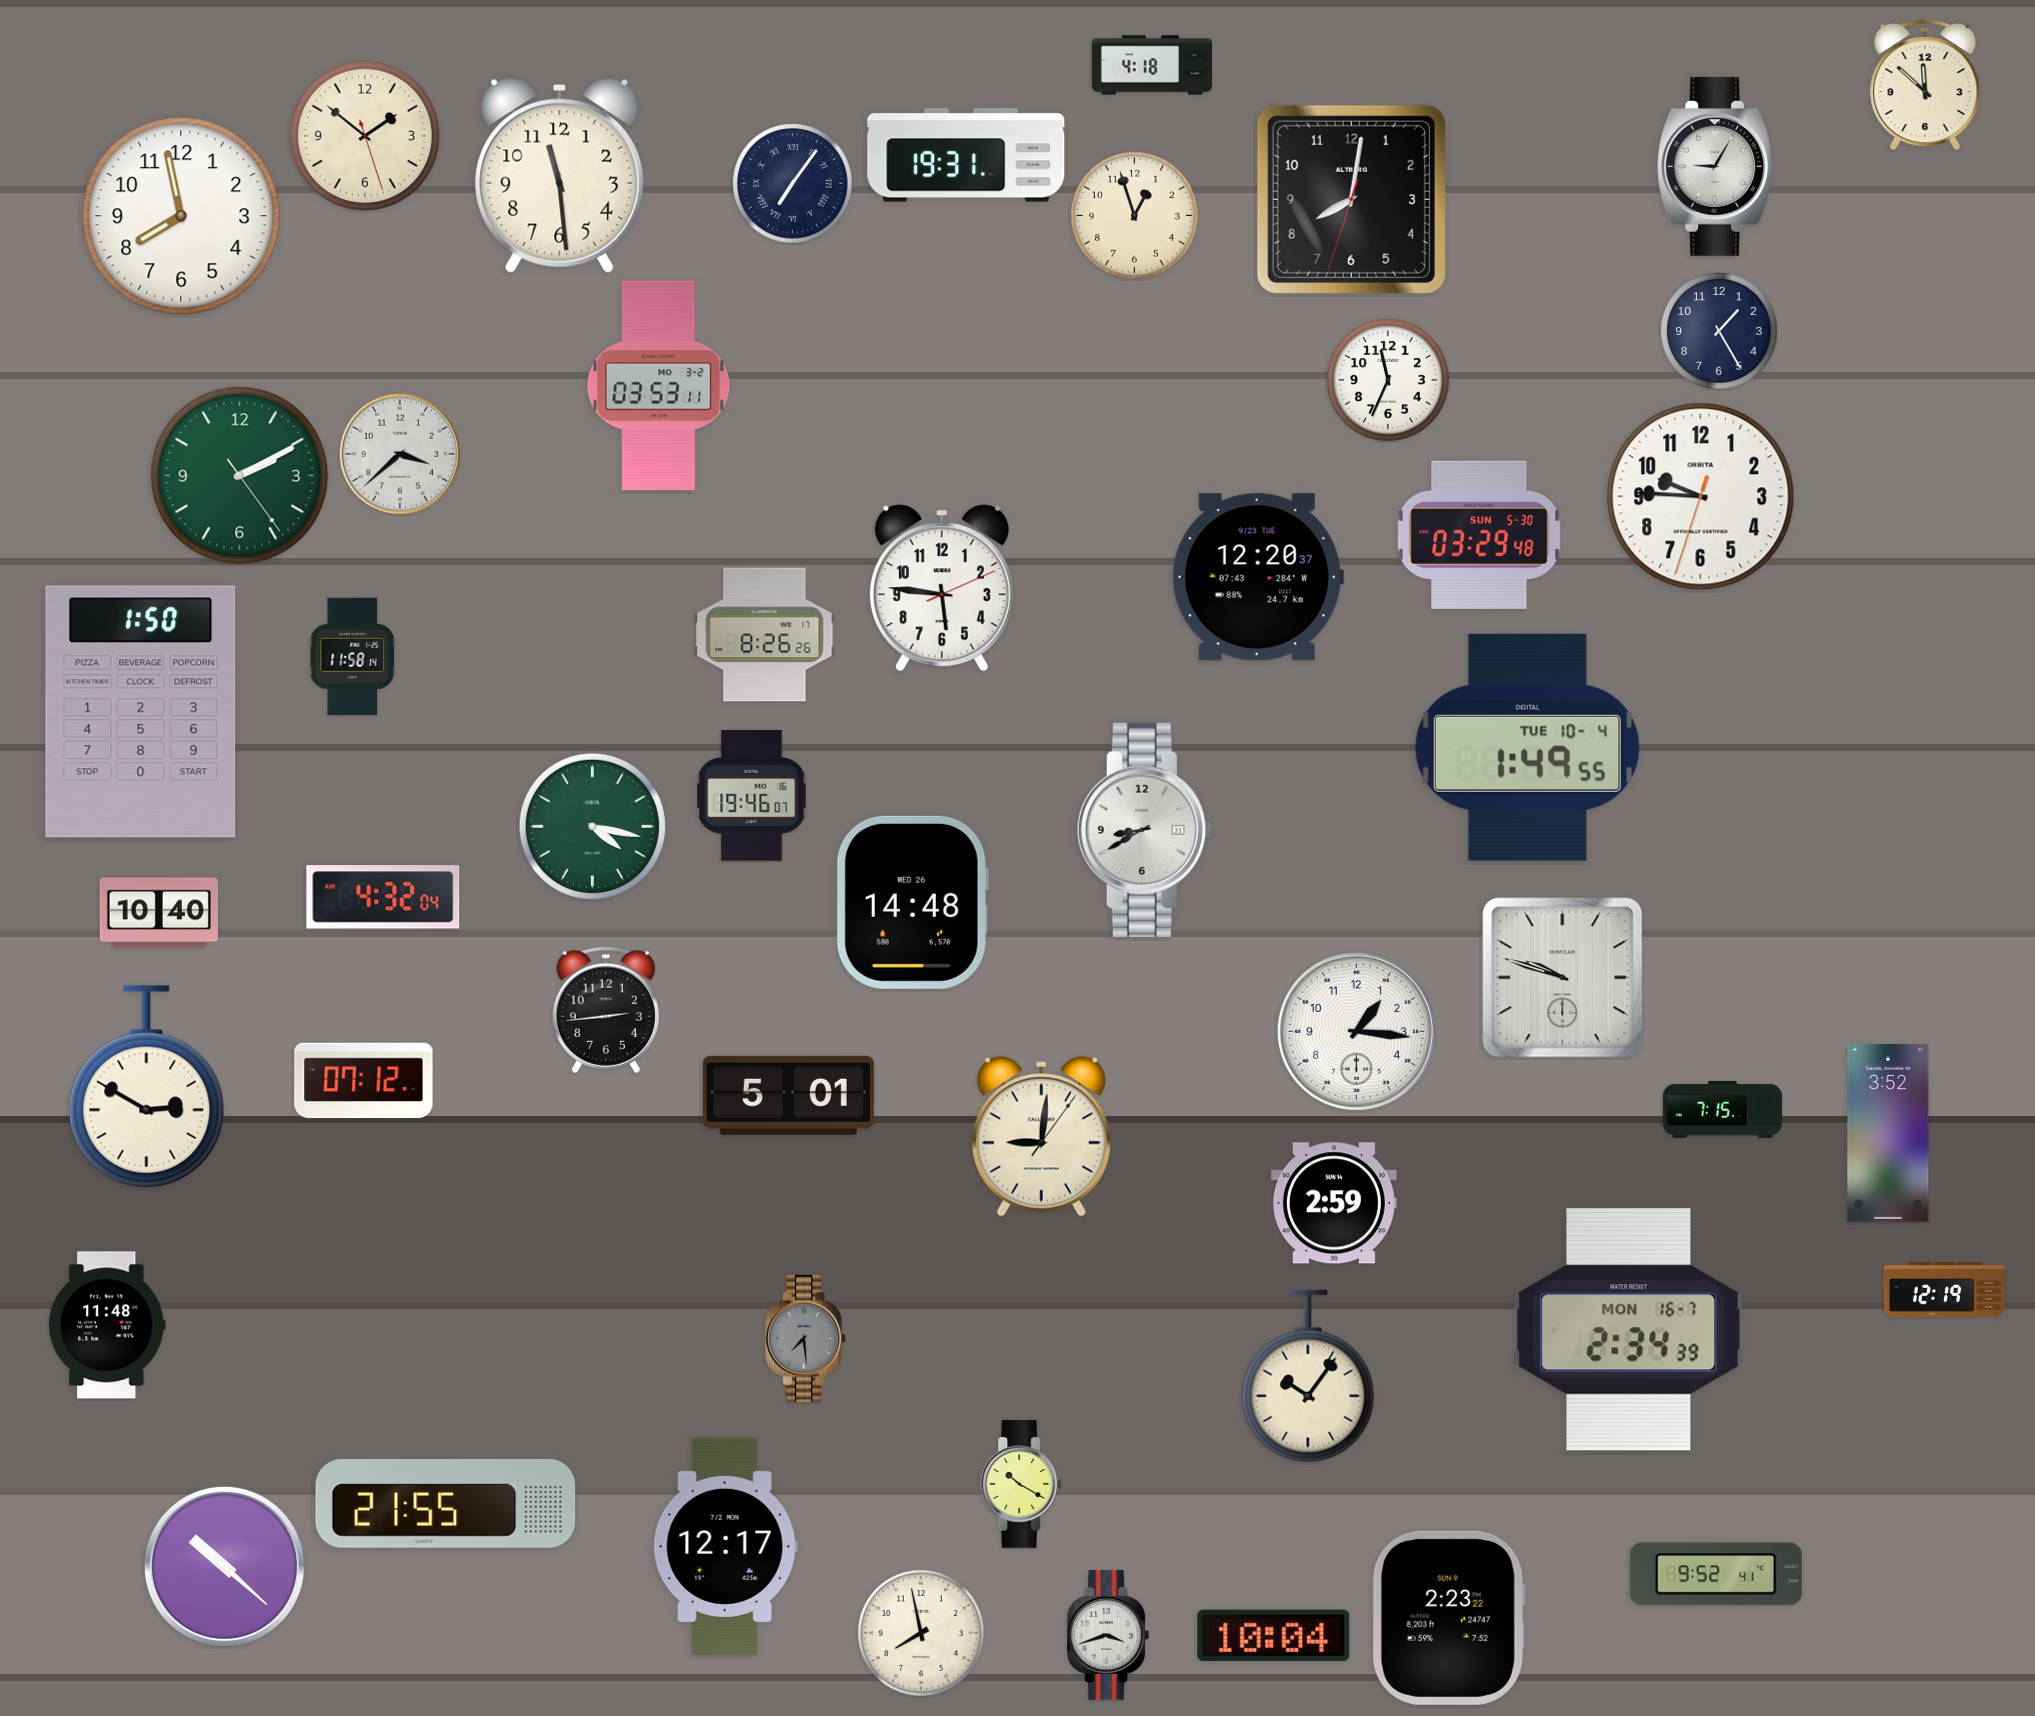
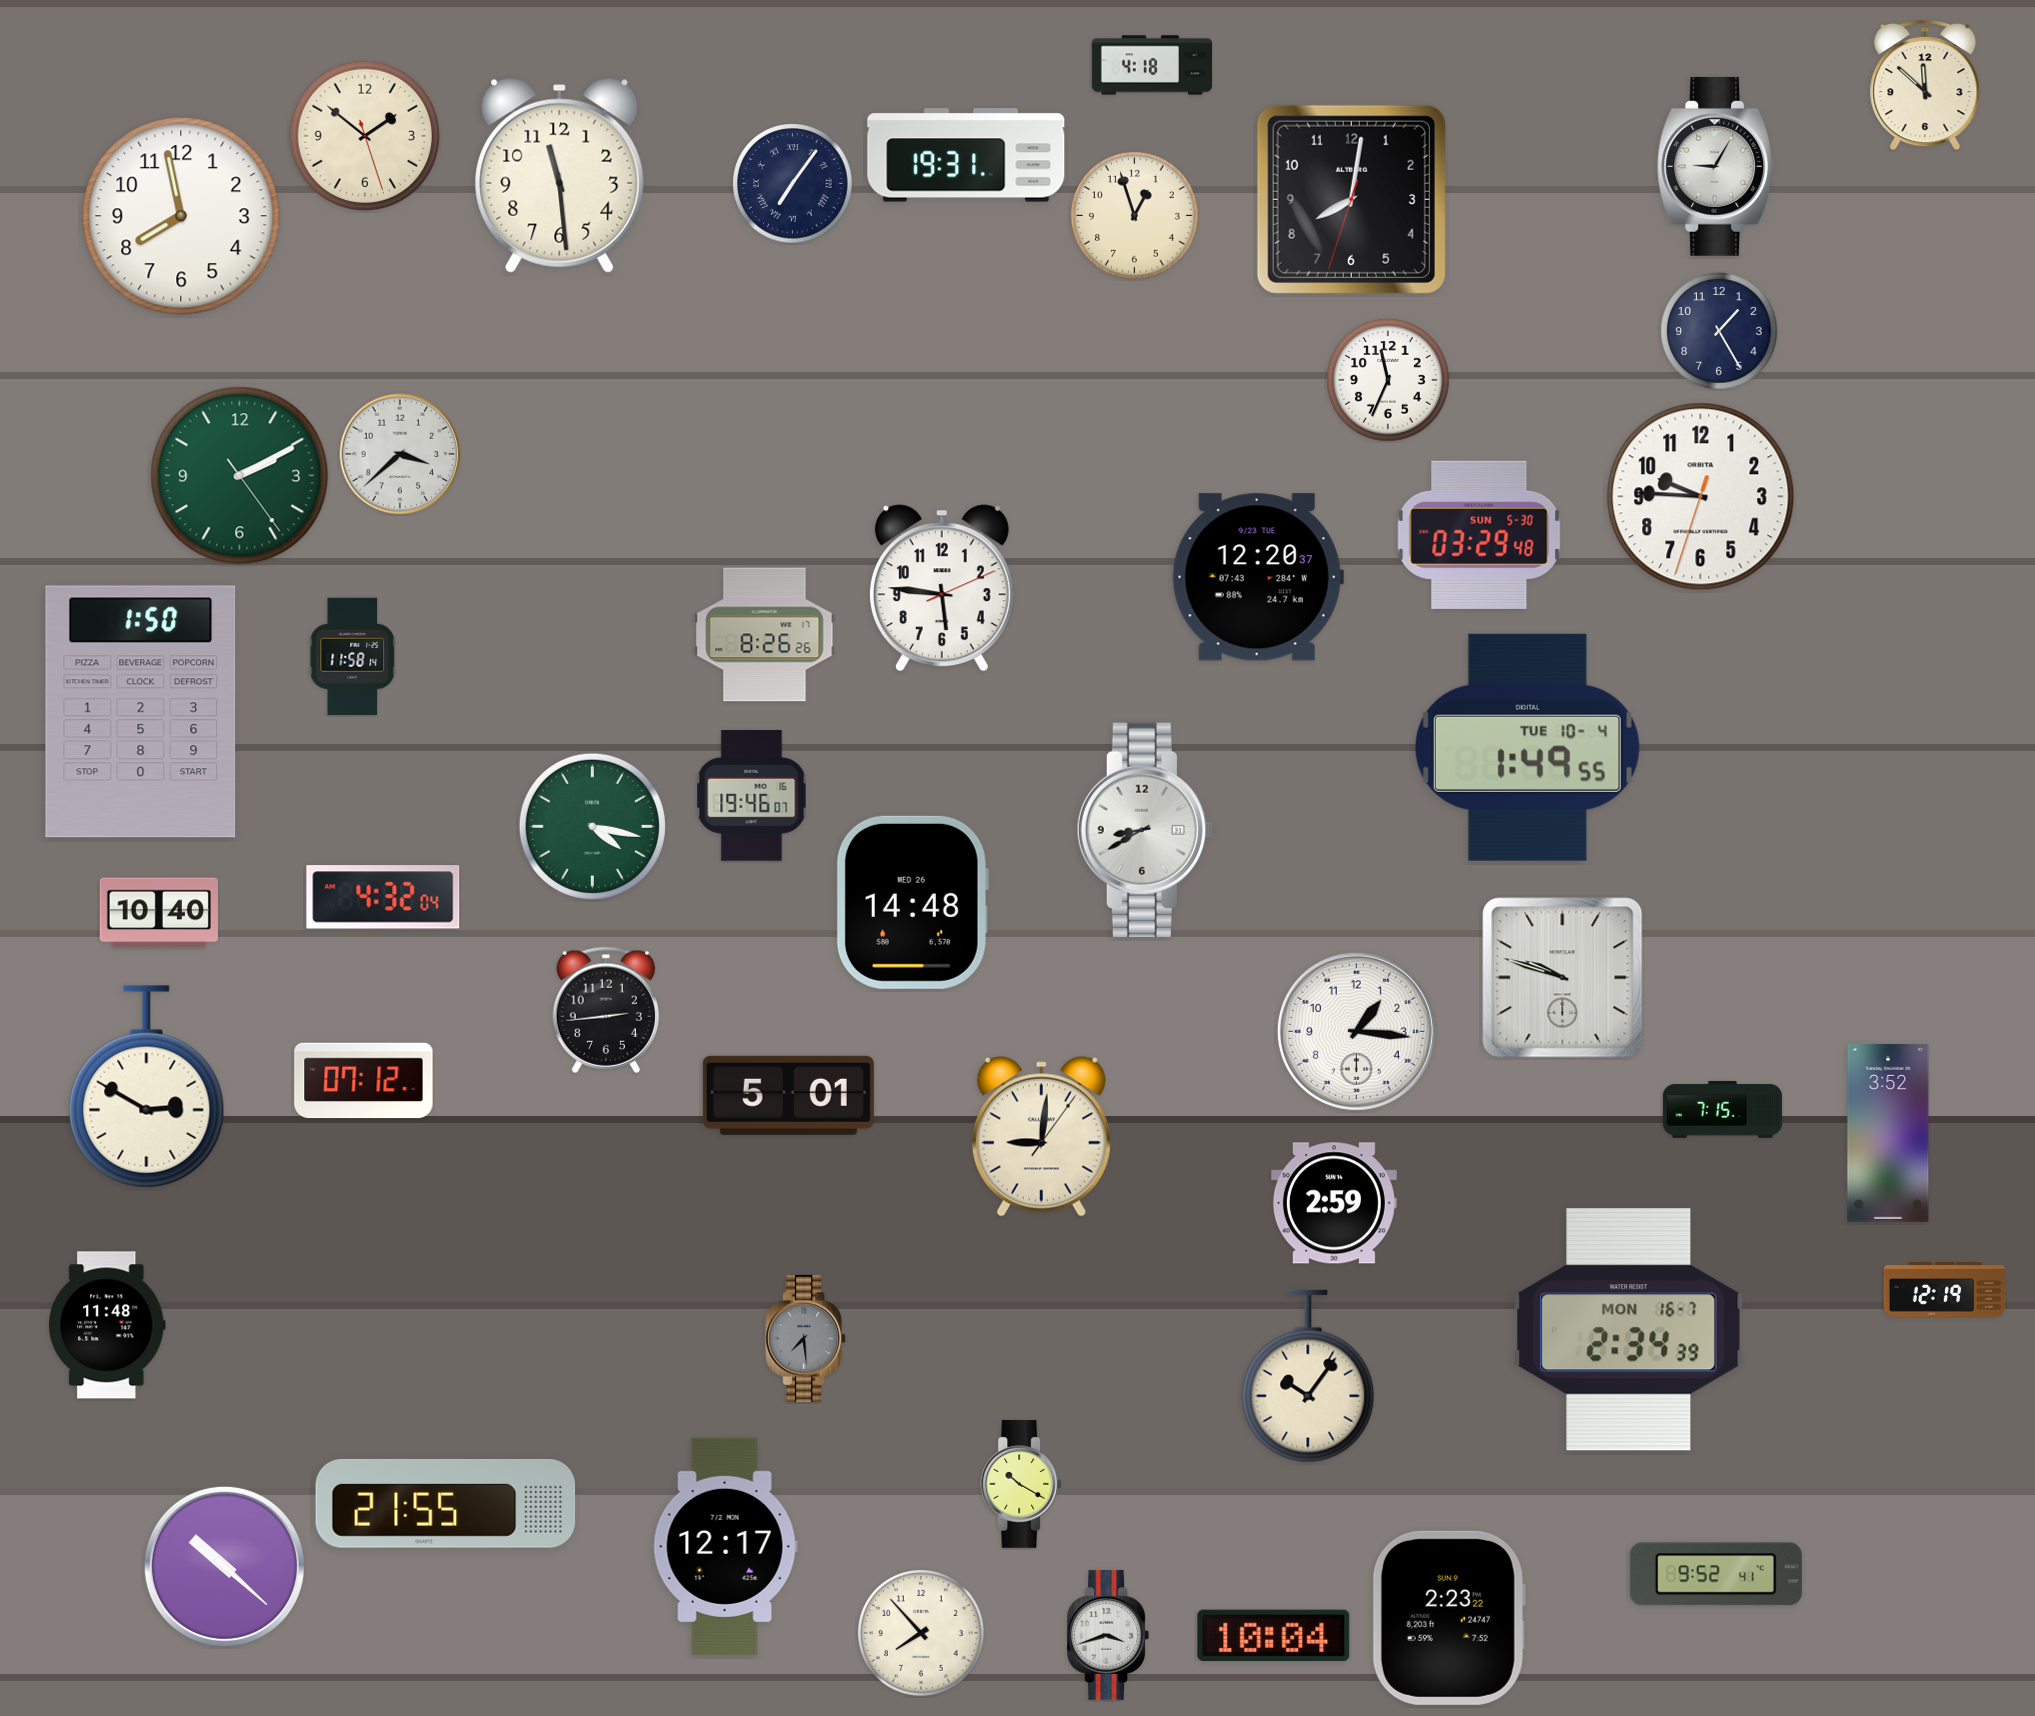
clock at (659, 386): 03:53 -> none
clock at (922, 1634): 7:58 -> 7:53
